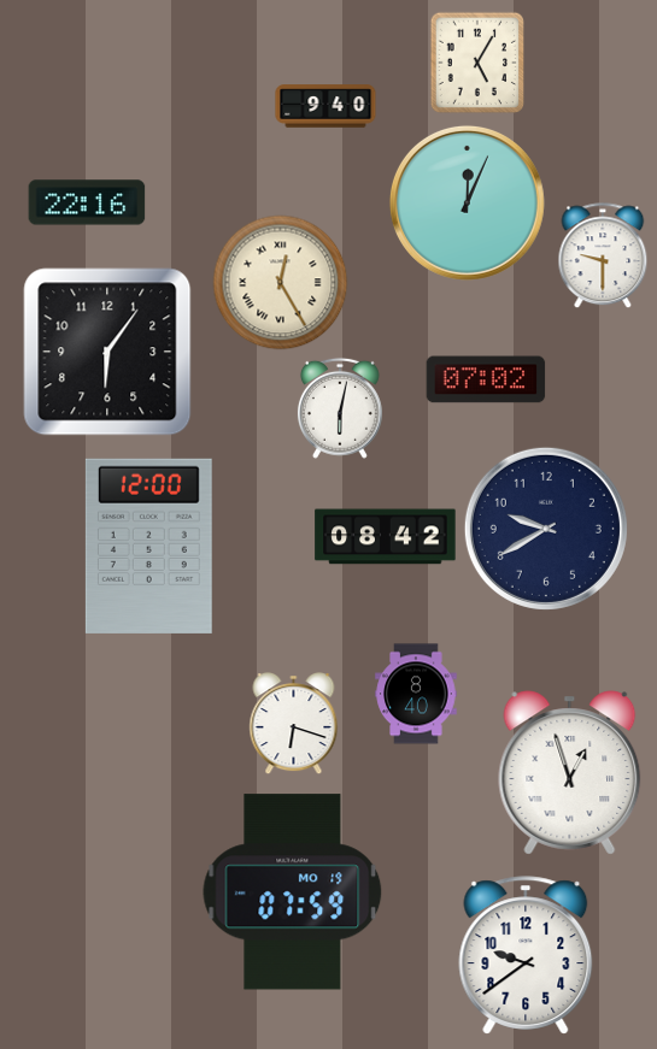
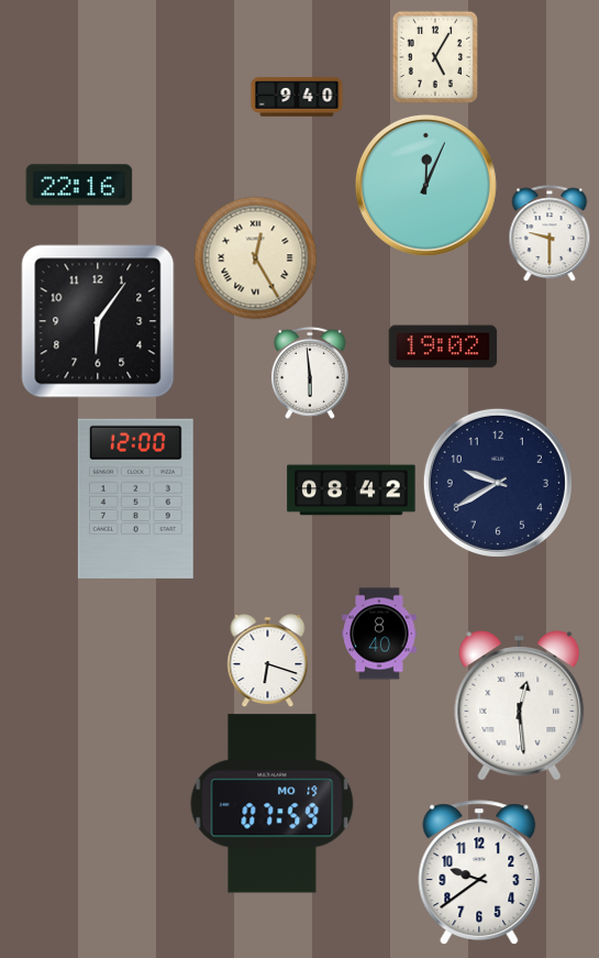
clock at (486, 379): 07:02 -> 19:02
clock at (340, 408): 6:02 -> 5:59
clock at (570, 773): 12:57 -> 12:29
clock at (293, 892) position: (293, 892) -> (273, 804)
